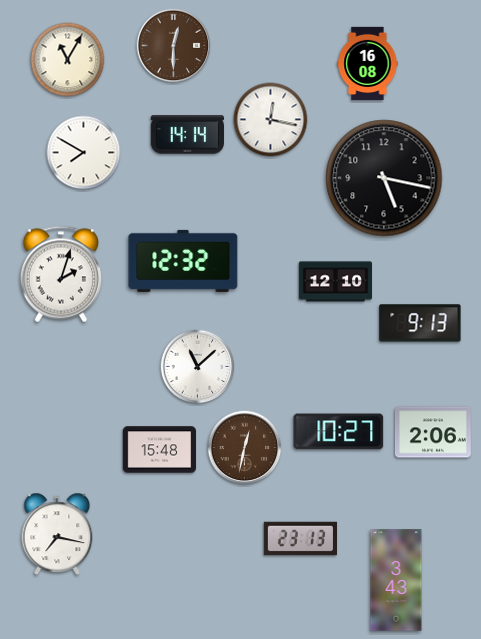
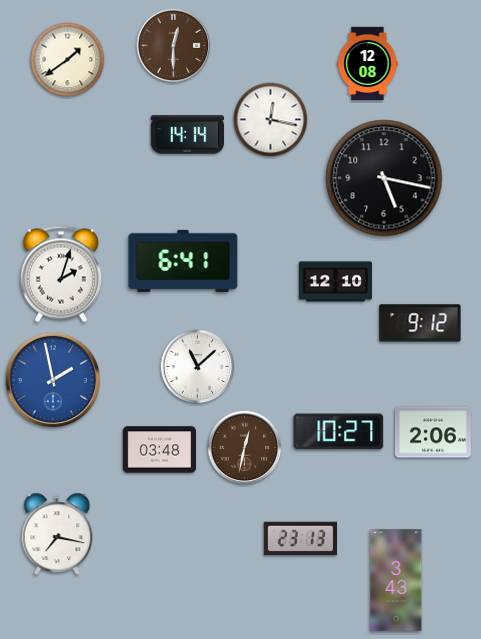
clock at (68, 60): 11:05 -> 1:39
clock at (368, 64): 16:08 -> 12:08
clock at (84, 153): 7:50 -> none
clock at (183, 261): 12:32 -> 6:41
clock at (420, 323): 9:13 -> 9:12
clock at (52, 379): none -> 1:58
clock at (159, 450): 15:48 -> 03:48
